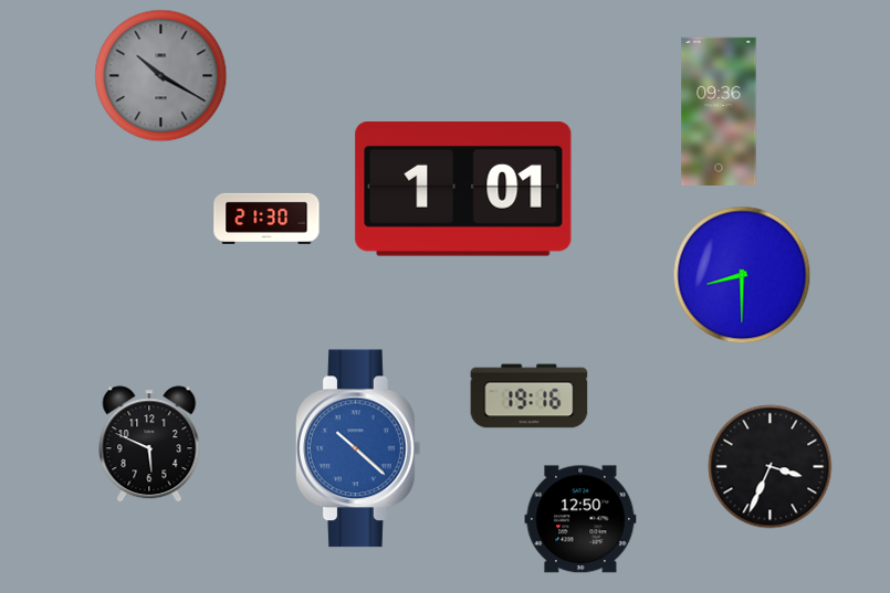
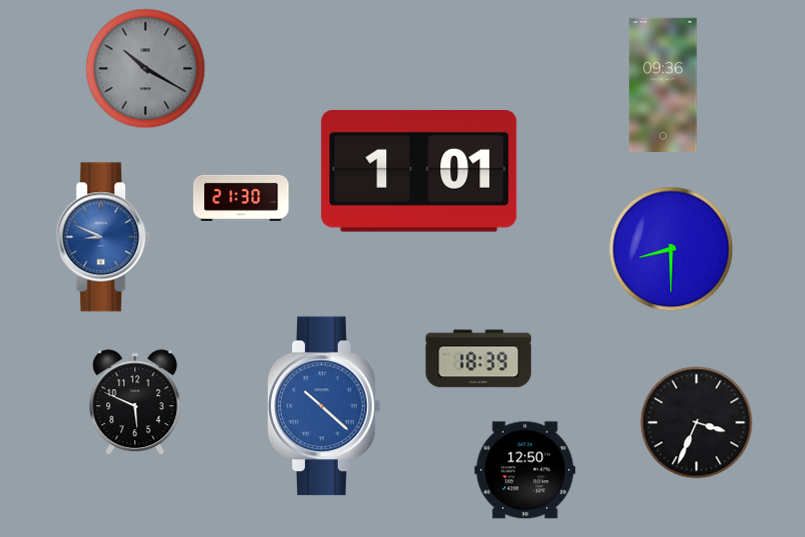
clock at (719, 110) position: (719, 110) -> (663, 84)
clock at (103, 237): none -> 8:49
clock at (530, 396): 19:16 -> 18:39
